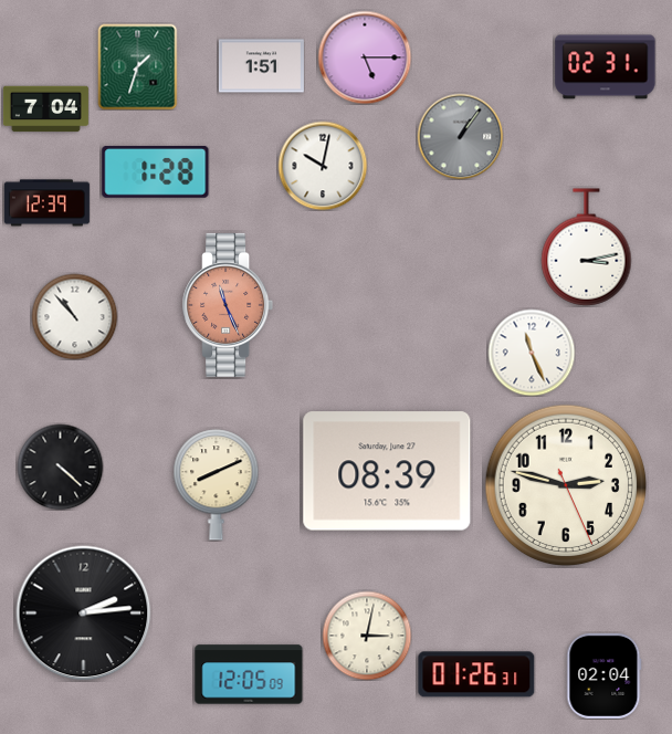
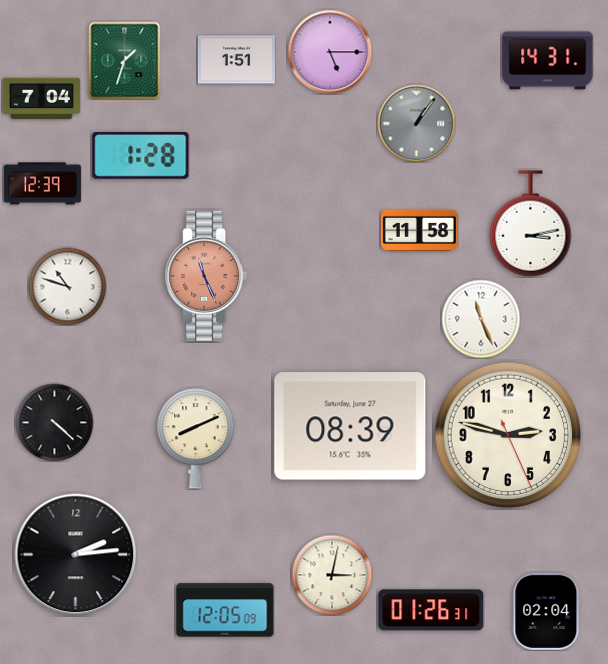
clock at (606, 67): 02:31 -> 14:31
clock at (323, 166): 10:02 -> none
clock at (419, 230): none -> 11:58
clock at (74, 316): 10:53 -> 10:48
clock at (566, 485) position: (566, 485) -> (508, 435)
